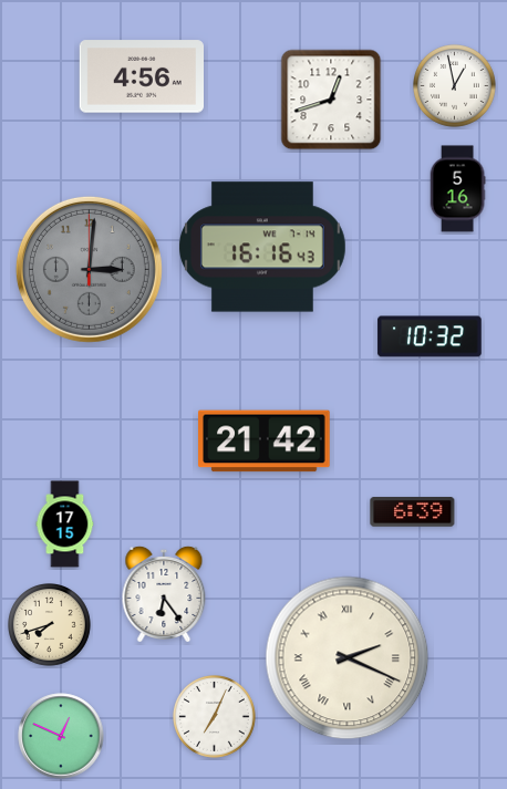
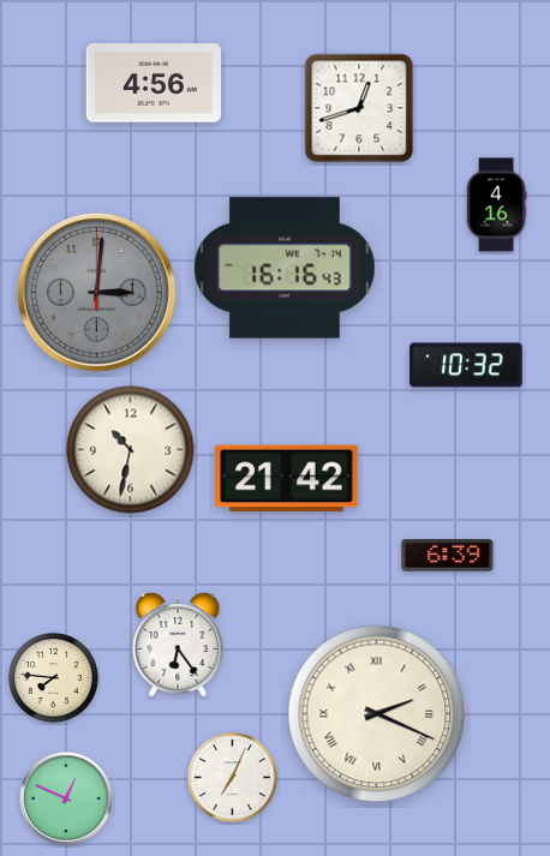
clock at (455, 86): 12:58 -> none
clock at (457, 189): 5:16 -> 4:16
clock at (131, 450): none -> 10:32
clock at (65, 525): 17:15 -> none
clock at (50, 625): 7:42 -> 7:46
